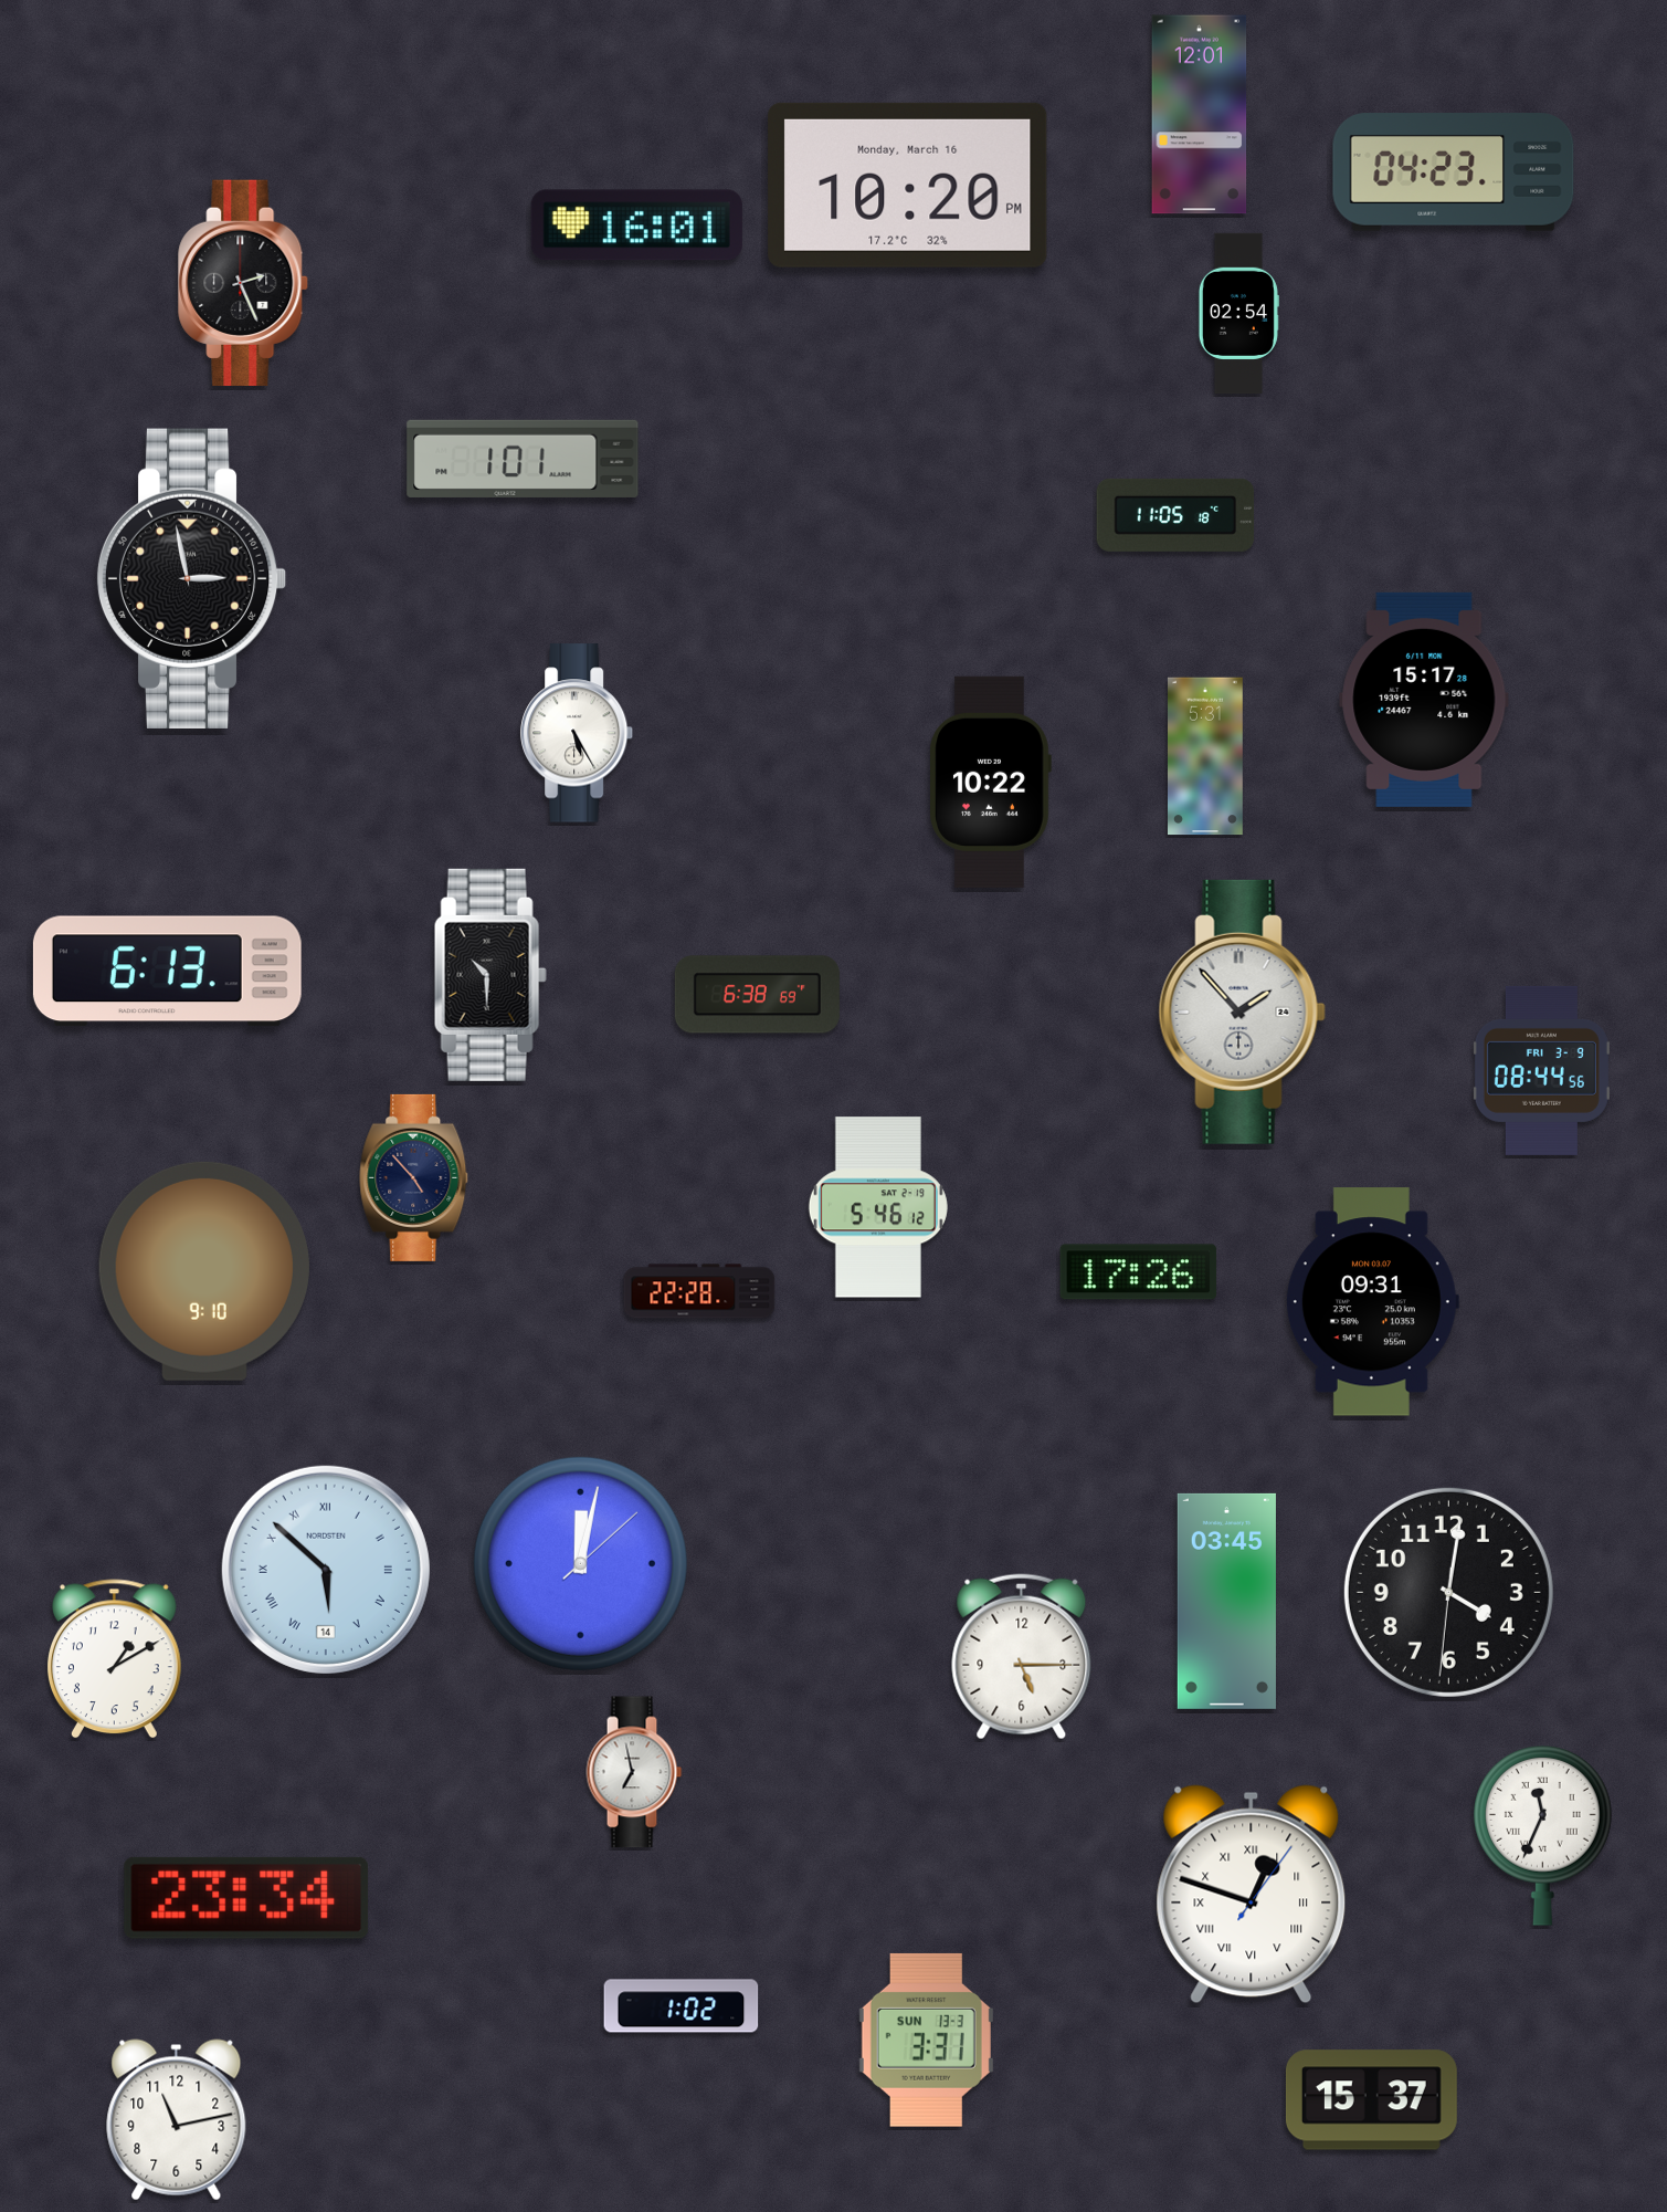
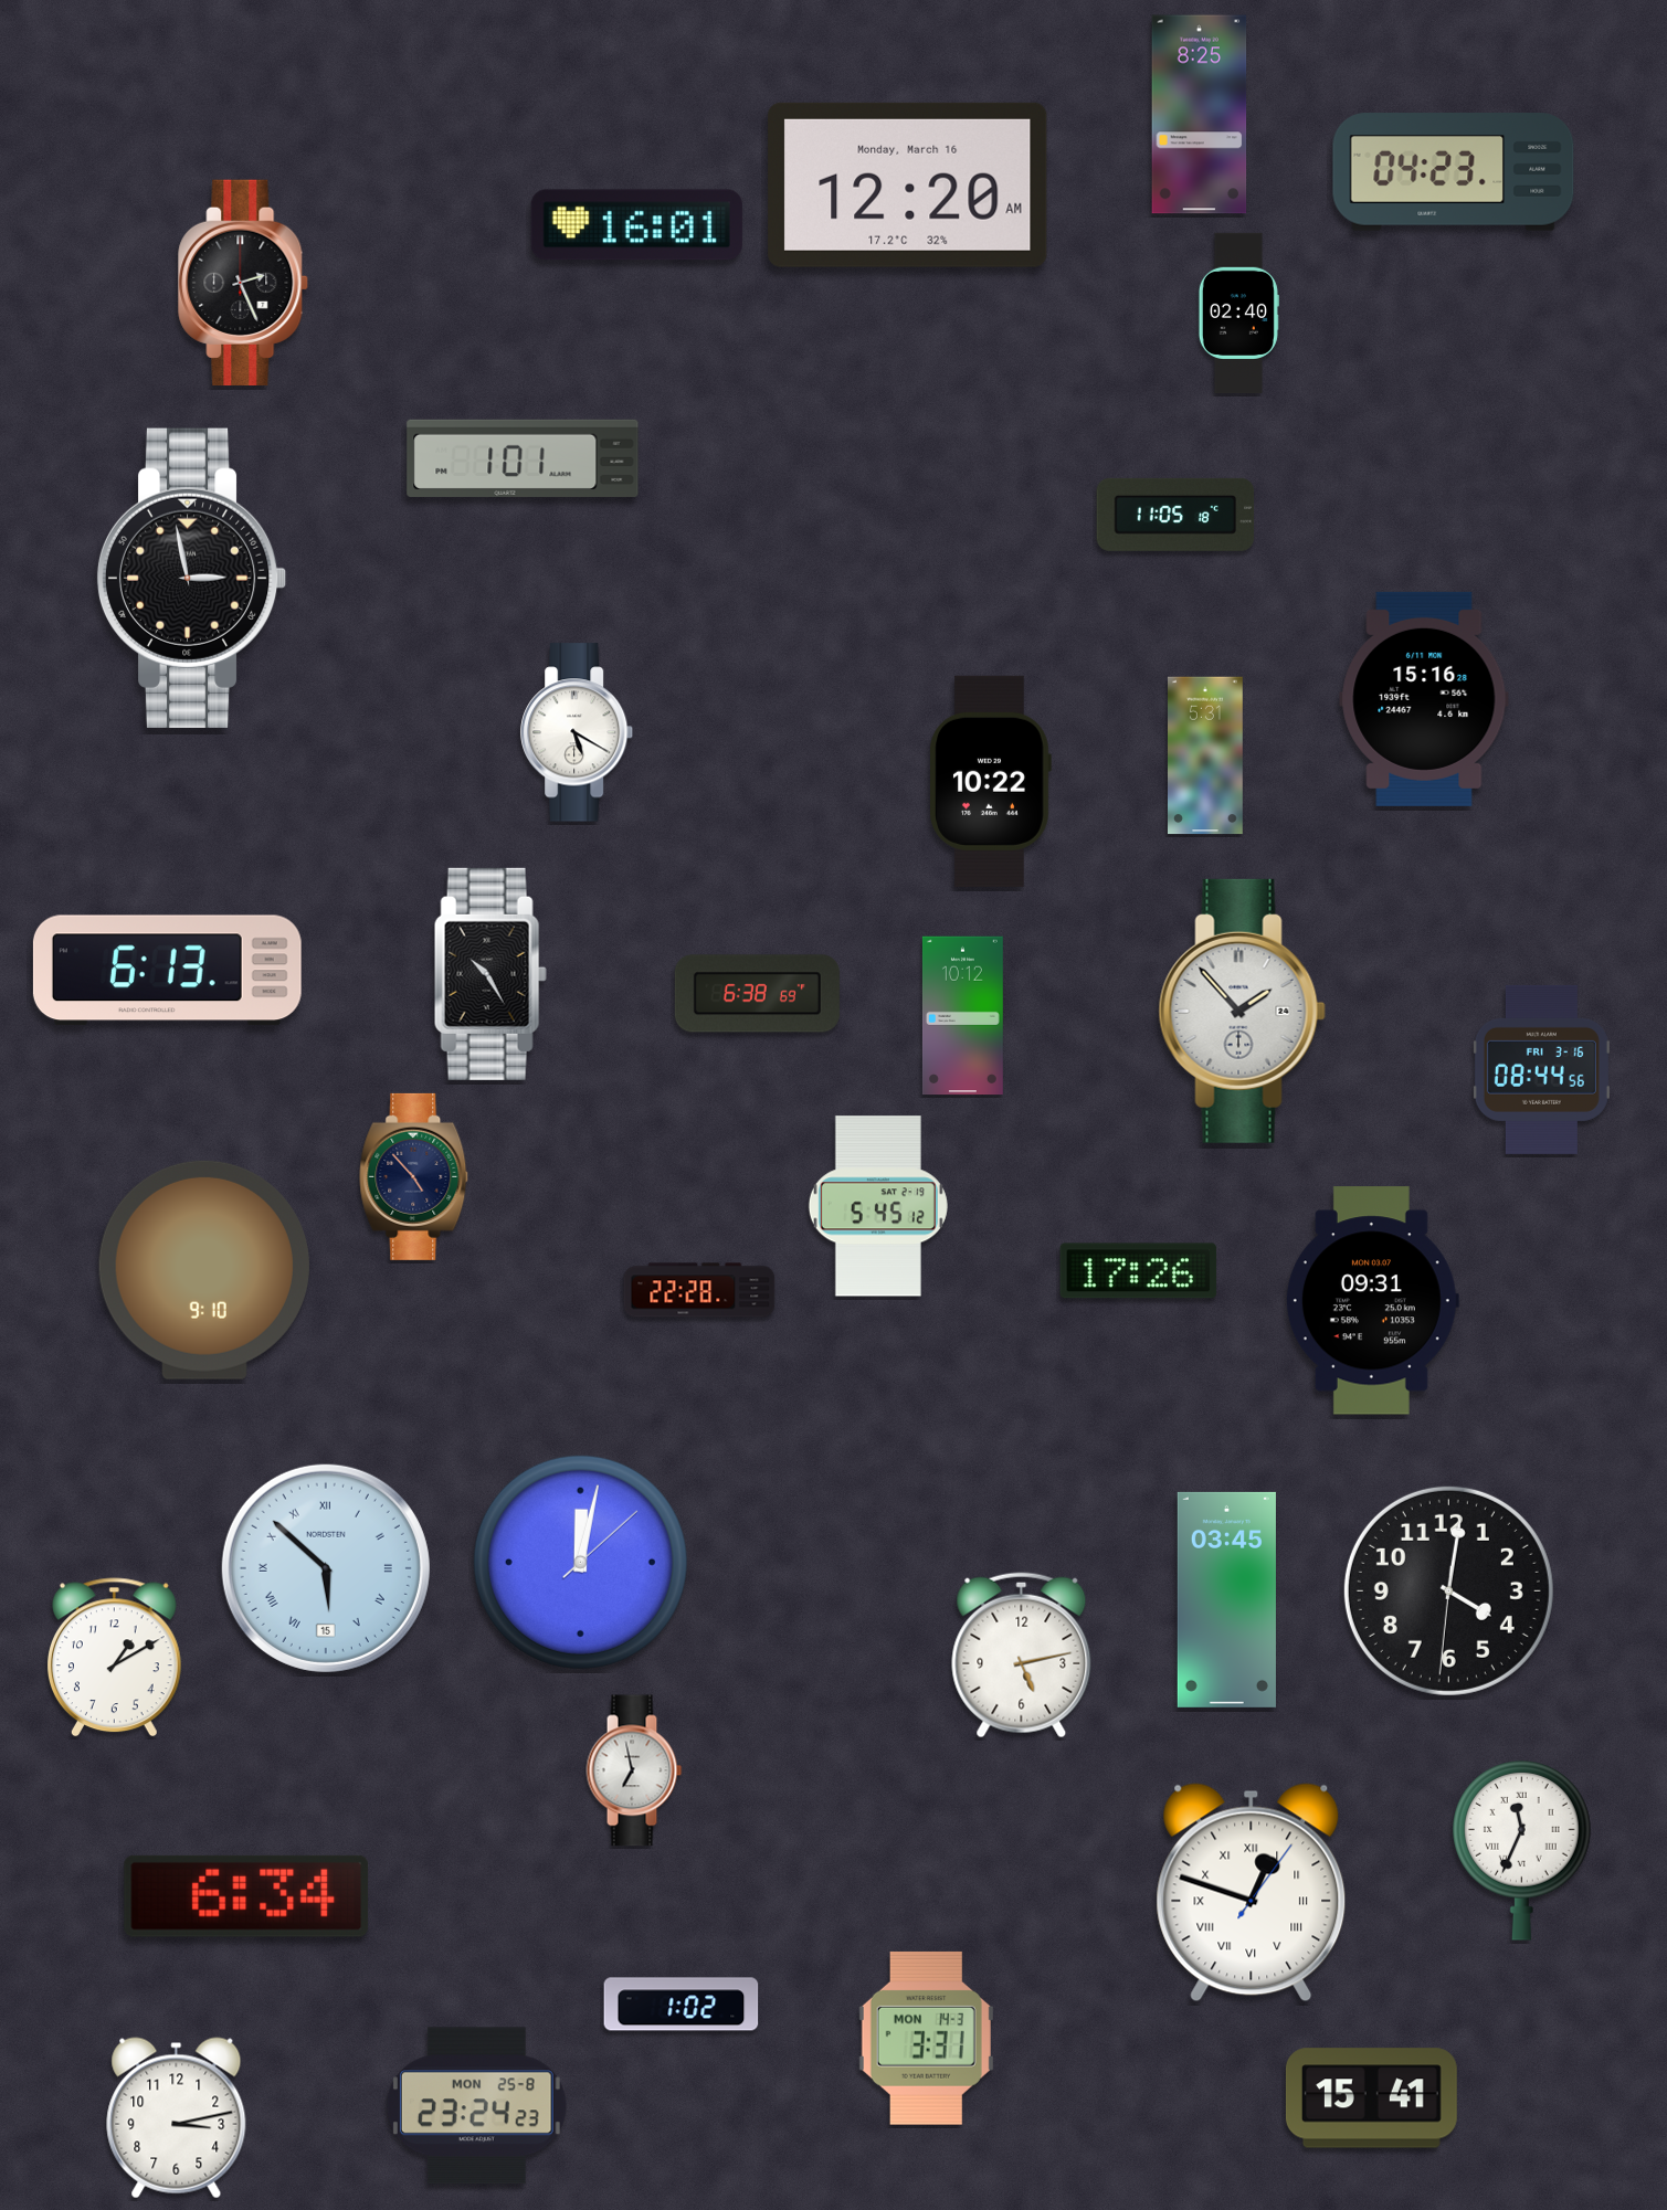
clock at (1200, 115): 12:01 -> 8:25
clock at (908, 185): 10:20 -> 12:20
clock at (1238, 314): 02:54 -> 02:40
clock at (1424, 700): 15:17 -> 15:16
clock at (577, 733): 5:25 -> 5:20
clock at (490, 975): 10:30 -> 10:25
clock at (962, 1016): none -> 10:12
clock at (1541, 1070) date: FRI 3-9 -> FRI 3-16
clock at (878, 1207): 5:46 -> 5:45
clock at (326, 1570) date: 14 -> 15
clock at (1022, 1657): 5:15 -> 5:13
clock at (1543, 1835) position: (1543, 1835) -> (1522, 1850)
clock at (246, 1898): 23:34 -> 6:34
clock at (926, 2040) date: SUN 13-3 -> MON 14-3
clock at (1371, 2100): 15:37 -> 15:41
clock at (476, 2106): none -> 23:24
clock at (177, 2120): 11:13 -> 3:13
